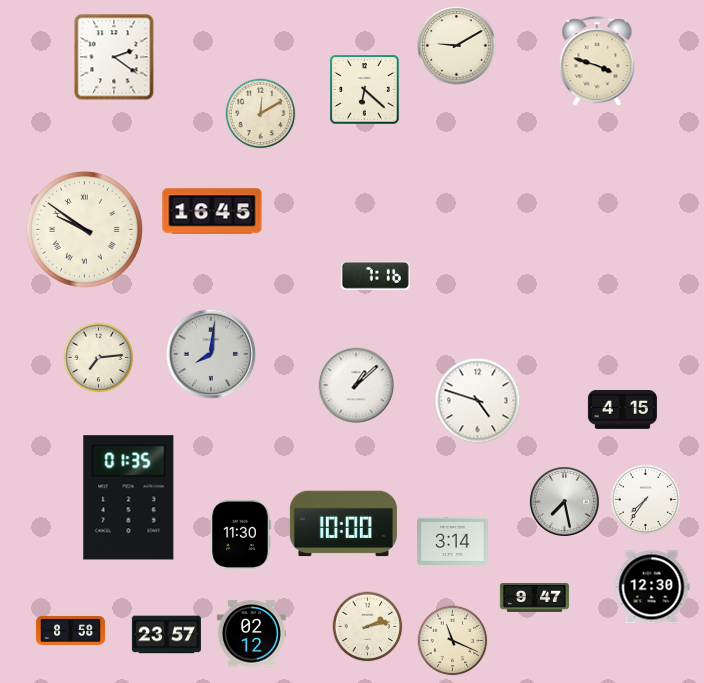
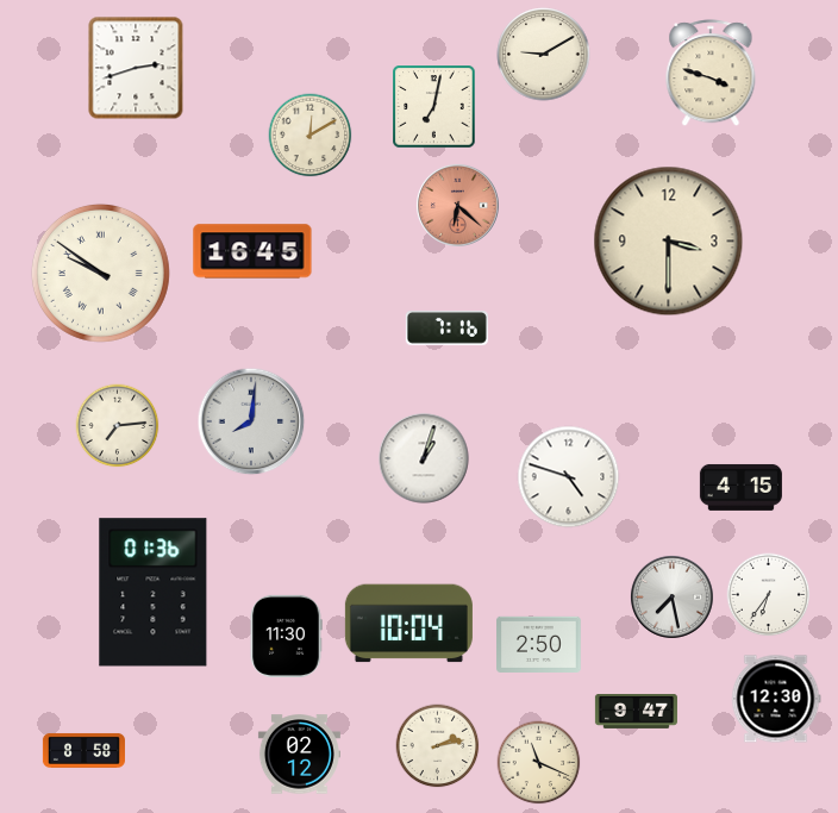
clock at (114, 57): 2:21 -> 2:42
clock at (365, 90): 6:22 -> 7:02
clock at (457, 205): none -> 6:22
clock at (669, 242): none -> 3:30
clock at (356, 385): 1:08 -> 1:03
clock at (129, 498): 01:35 -> 01:36
clock at (646, 500): 7:36 -> 6:36
clock at (343, 524): 10:00 -> 10:04
clock at (453, 541): 3:14 -> 2:50
clock at (166, 635): 23:57 -> none
